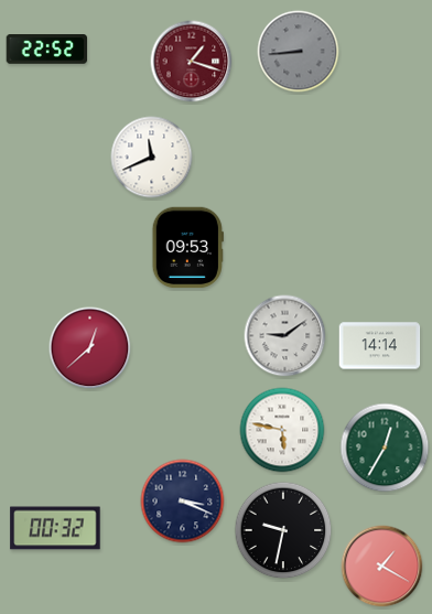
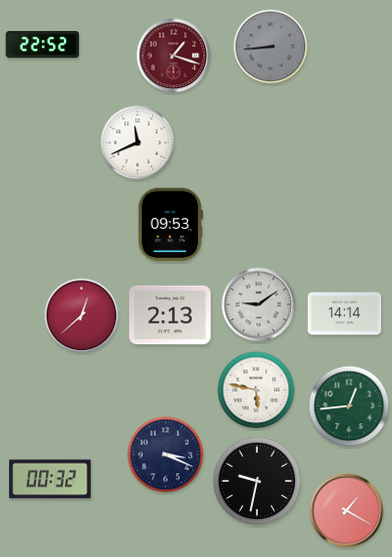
clock at (170, 315): none -> 2:13
clock at (385, 448): 12:35 -> 12:44
clock at (382, 567) position: (382, 567) -> (347, 511)
